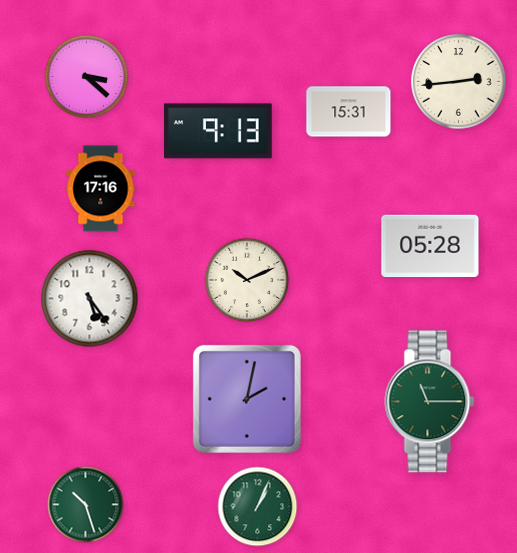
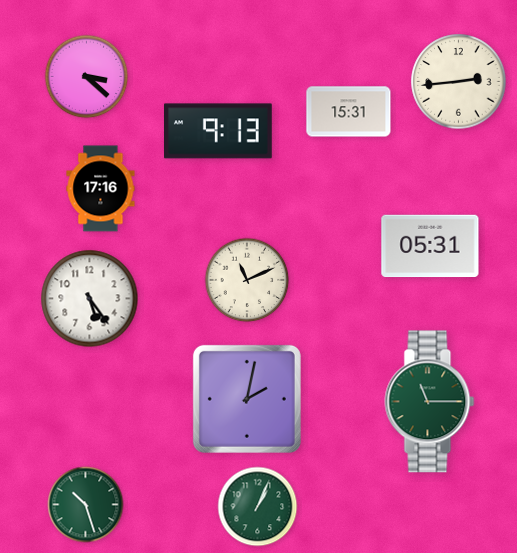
clock at (430, 246): 05:28 -> 05:31
clock at (247, 280): 10:11 -> 11:11
